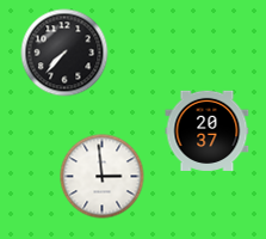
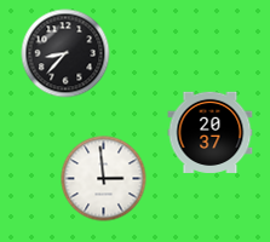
clock at (64, 53): 7:37 -> 8:37
